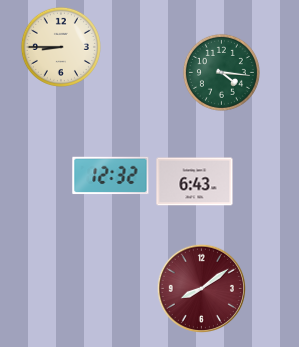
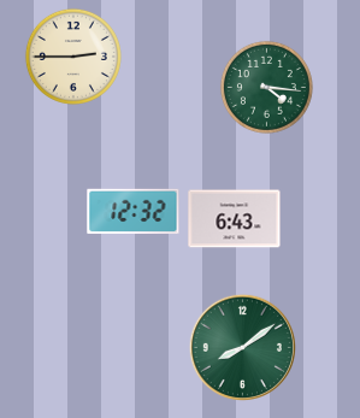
clock at (61, 47): 8:45 -> 2:45
clock at (201, 288) dial: burgundy -> green
